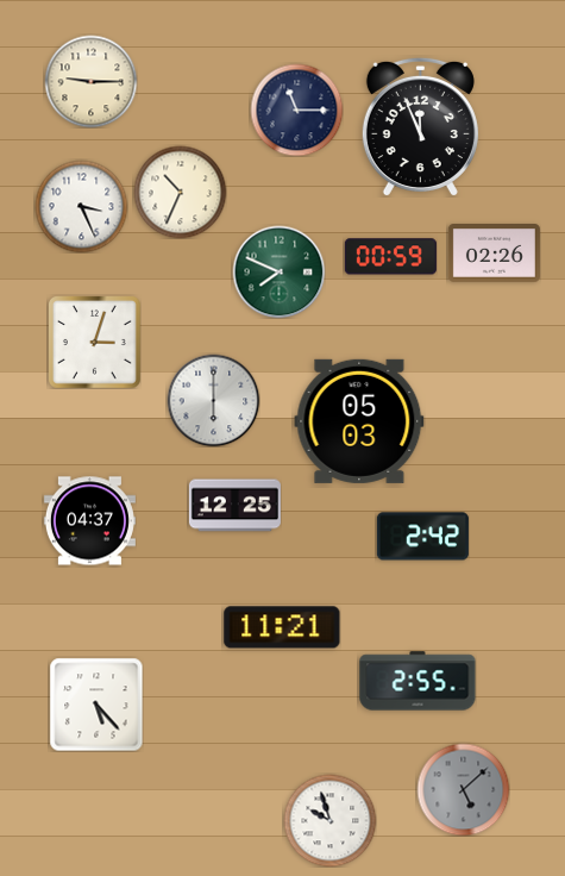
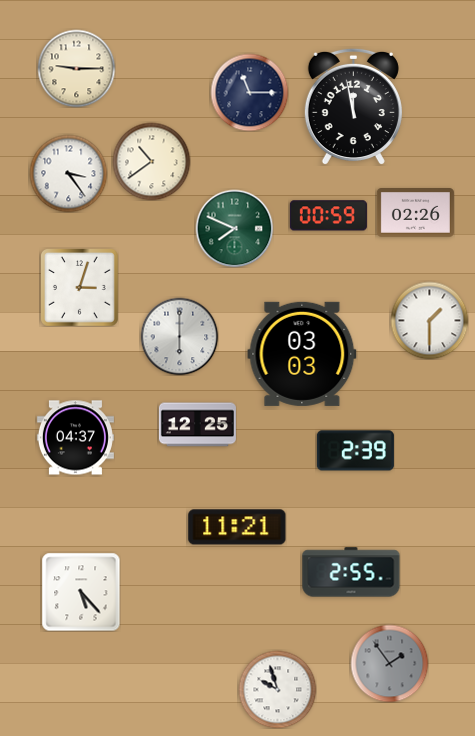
clock at (420, 126): 11:56 -> 11:58
clock at (180, 192): 10:34 -> 10:39
clock at (81, 206): 3:26 -> 3:24
clock at (429, 320): none -> 1:30
clock at (359, 421): 05:03 -> 03:03
clock at (422, 537): 2:42 -> 2:39
clock at (463, 789): 5:08 -> 1:54
